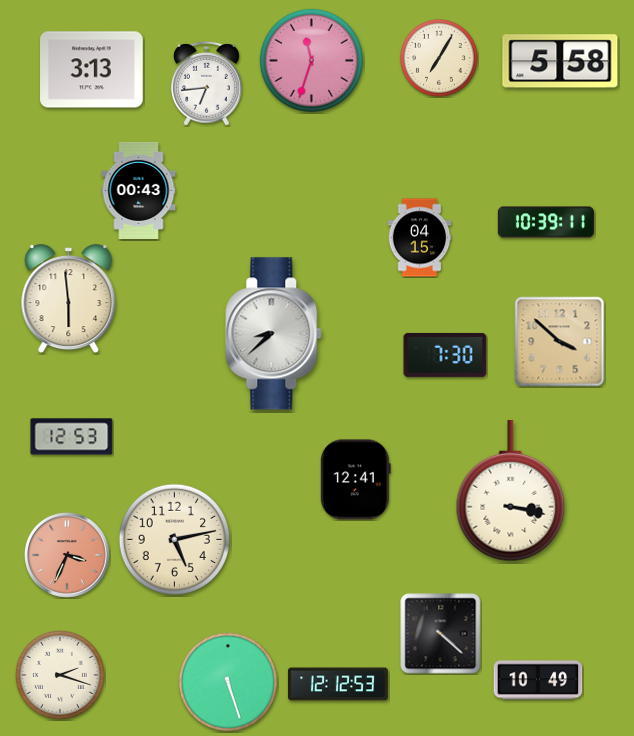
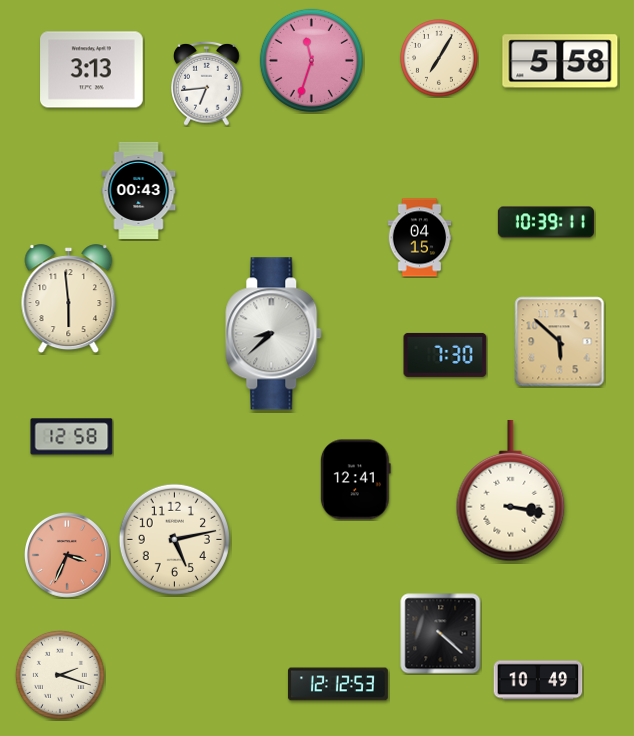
clock at (560, 342): 3:52 -> 5:52
clock at (72, 437): 12:53 -> 12:58
clock at (228, 682): 5:27 -> none
